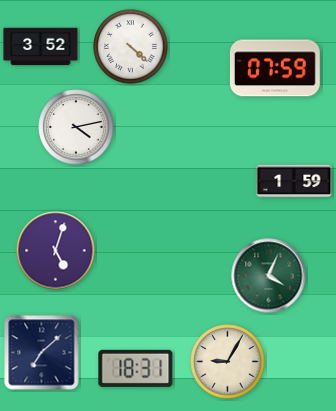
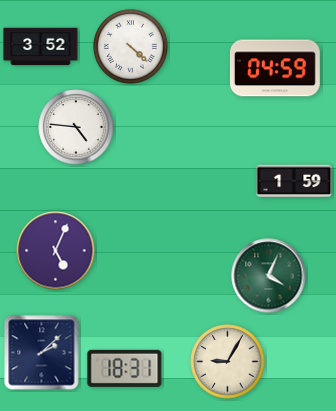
clock at (275, 68): 07:59 -> 04:59
clock at (76, 127): 4:13 -> 4:46
clock at (56, 251): 5:03 -> 5:04
clock at (42, 353): 7:08 -> 2:08
clock at (136, 368) position: (136, 368) -> (125, 368)
